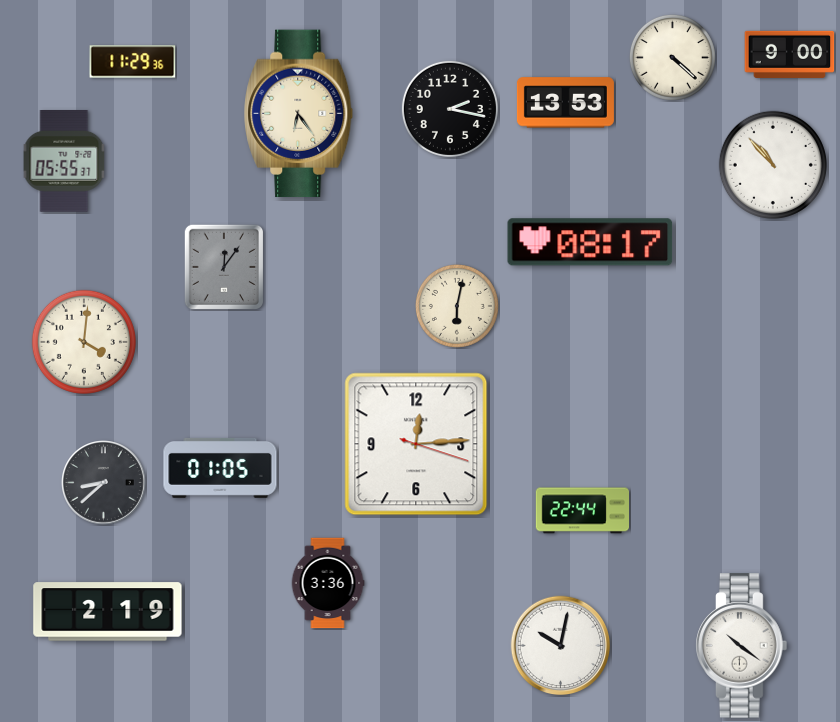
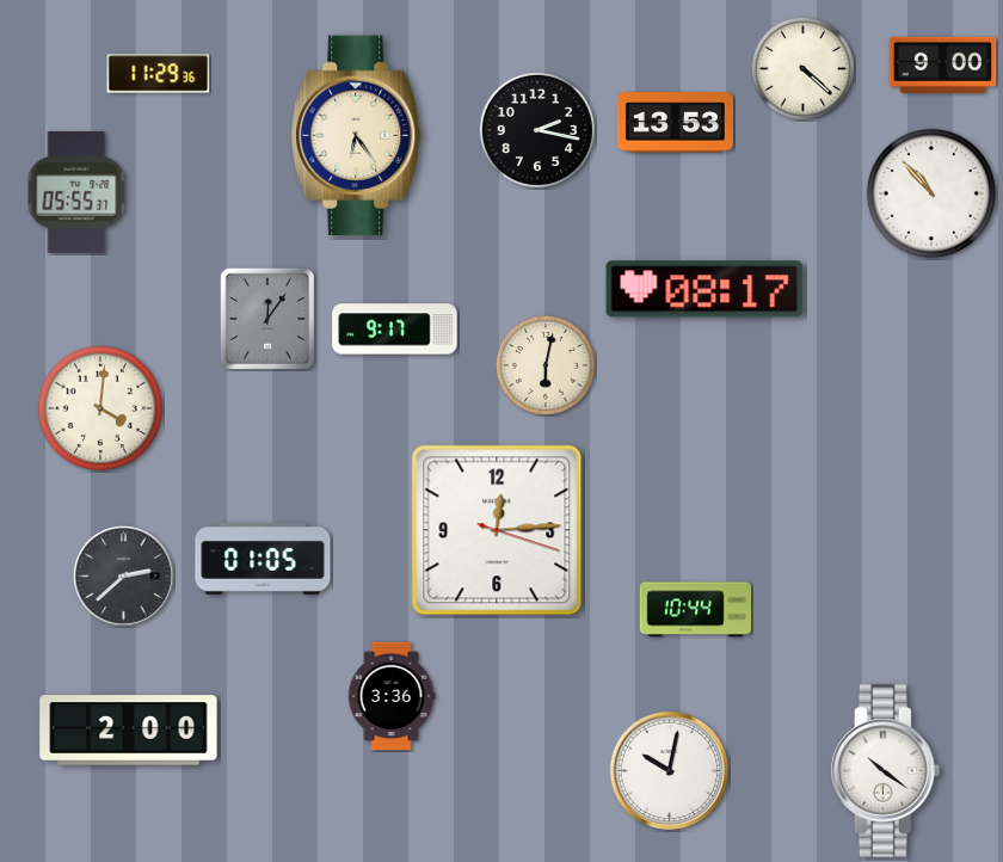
clock at (773, 165) position: (773, 165) -> (931, 193)
clock at (395, 330): none -> 9:17
clock at (104, 483): 8:38 -> 2:38
clock at (582, 511): 22:44 -> 10:44
clock at (108, 612): 2:19 -> 2:00
